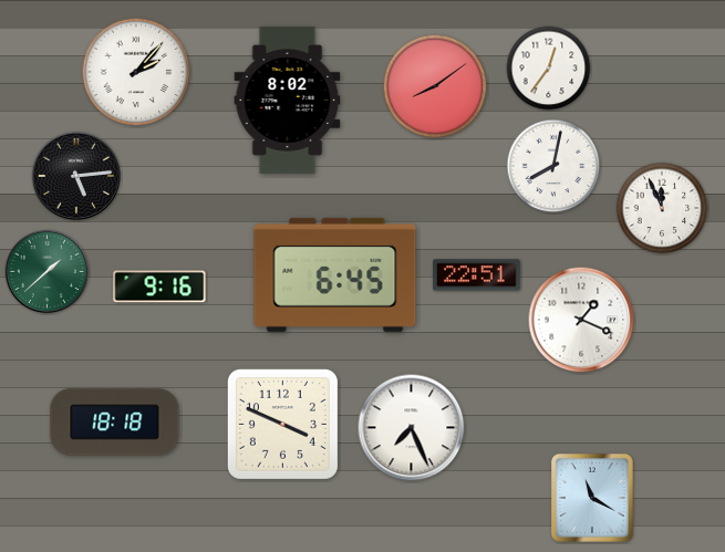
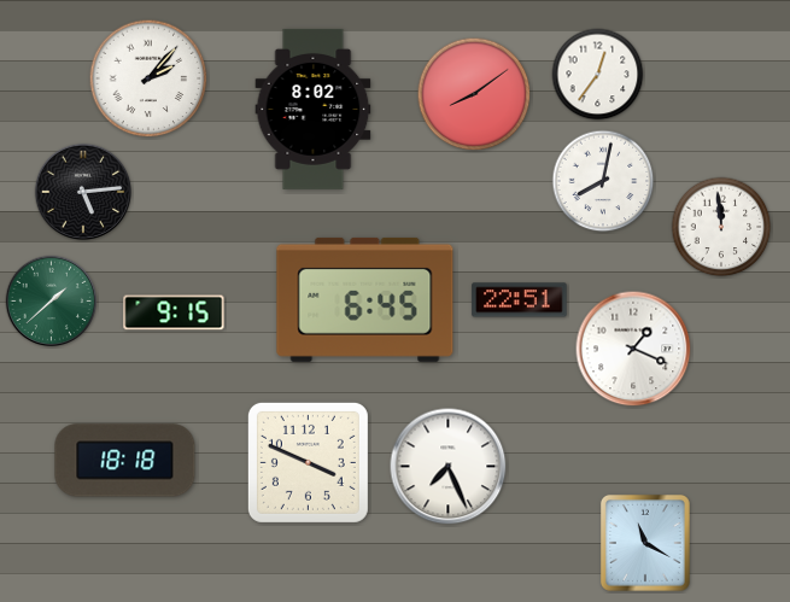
clock at (662, 208): 11:56 -> 11:59
clock at (48, 272) position: (48, 272) -> (52, 302)
clock at (159, 287): 9:16 -> 9:15
